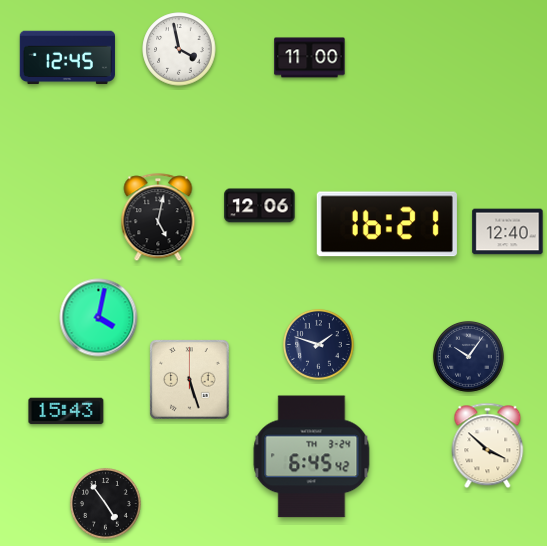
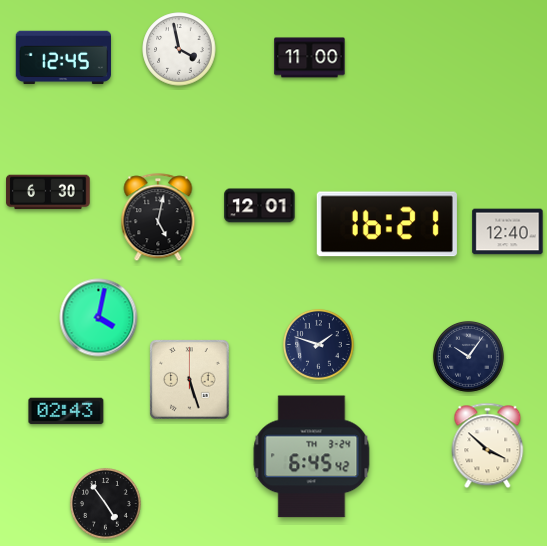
clock at (67, 58) position: (67, 58) -> (63, 58)
clock at (48, 192): none -> 6:30
clock at (260, 206): 12:06 -> 12:01
clock at (66, 411): 15:43 -> 02:43
